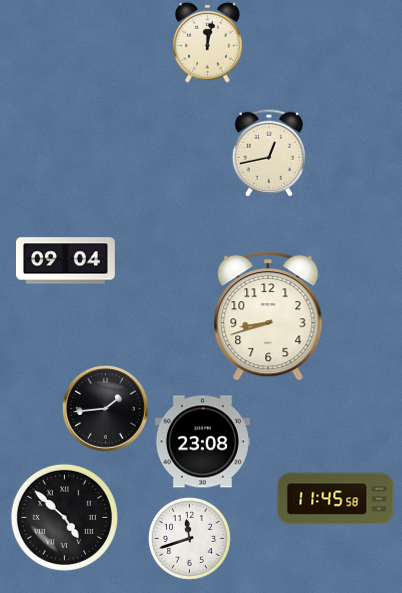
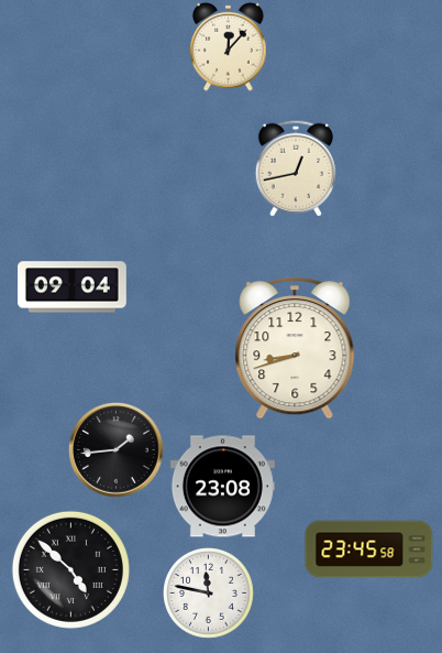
clock at (208, 42): 12:02 -> 12:07
clock at (336, 499): 11:45 -> 23:45
clock at (190, 539): 11:42 -> 11:47
